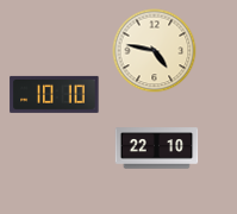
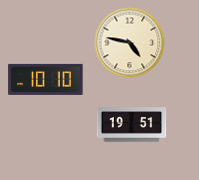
clock at (157, 149): 22:10 -> 19:51
